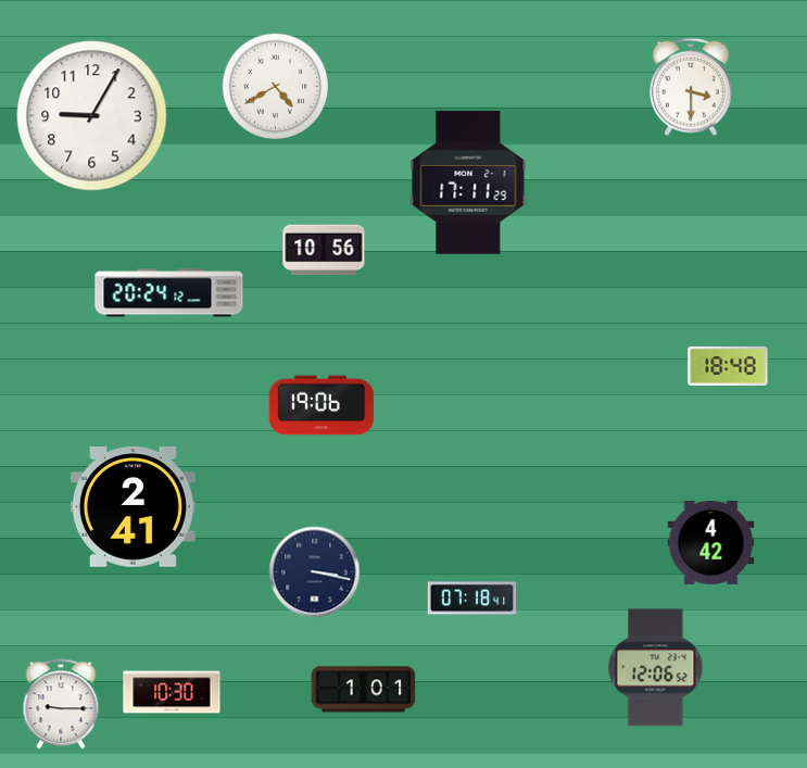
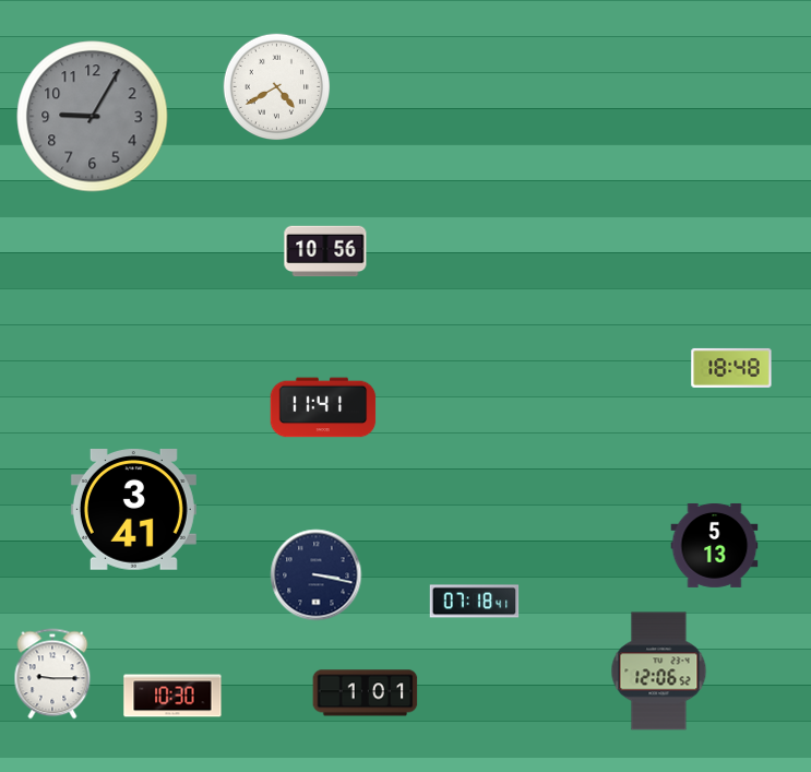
clock at (692, 87): 3:30 -> none
clock at (92, 116) dial: white -> grey
clock at (468, 182): 17:11 -> none
clock at (169, 293): 20:24 -> none
clock at (321, 405): 19:06 -> 11:41
clock at (133, 507): 2:41 -> 3:41
clock at (711, 542): 4:42 -> 5:13
clock at (61, 704) position: (61, 704) -> (52, 674)
